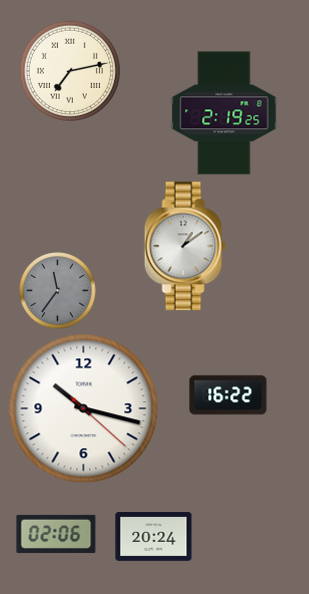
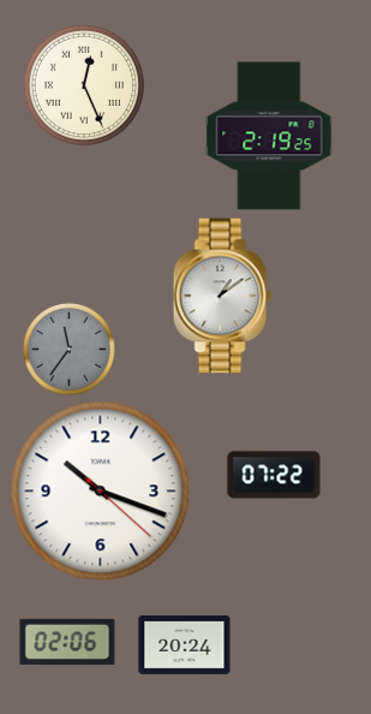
clock at (70, 71): 7:13 -> 12:26
clock at (228, 395): 16:22 -> 07:22
clock at (84, 409): 10:17 -> 10:18
